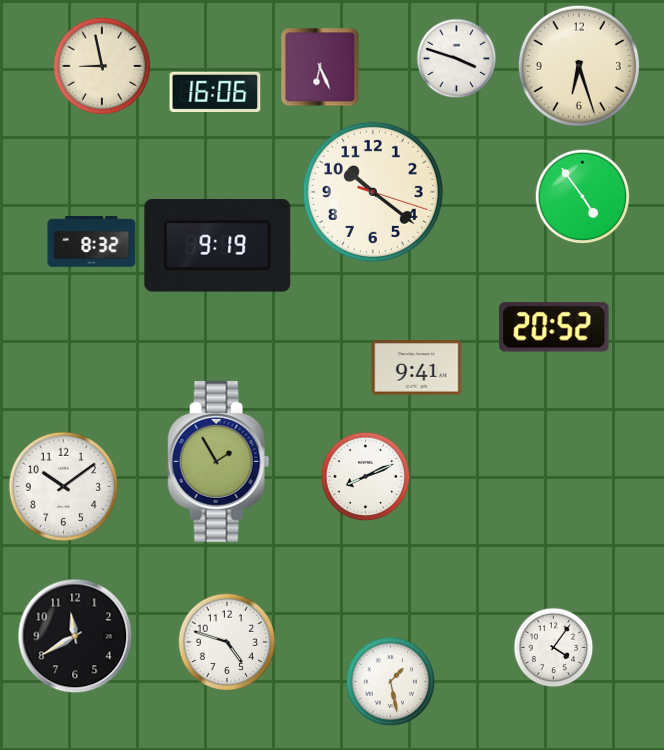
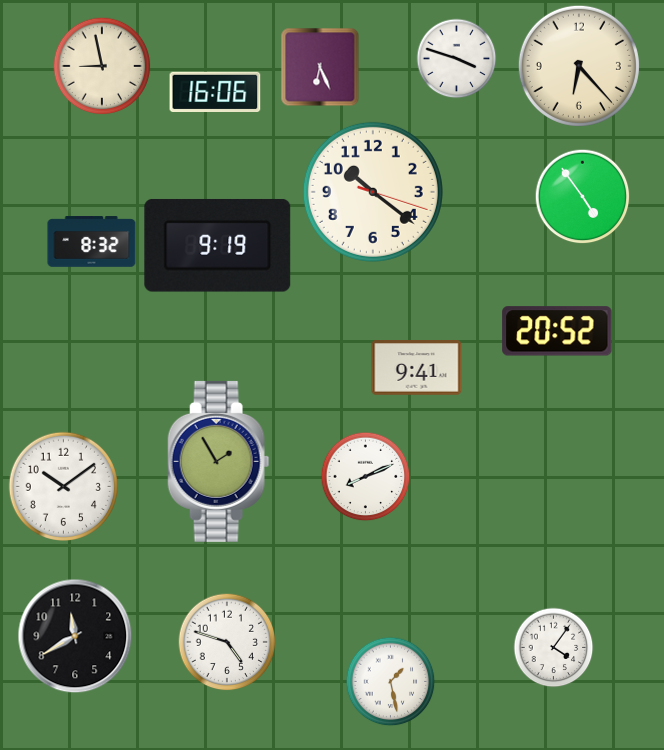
clock at (579, 66): 6:27 -> 6:23
clock at (554, 327) position: (554, 327) -> (557, 331)
